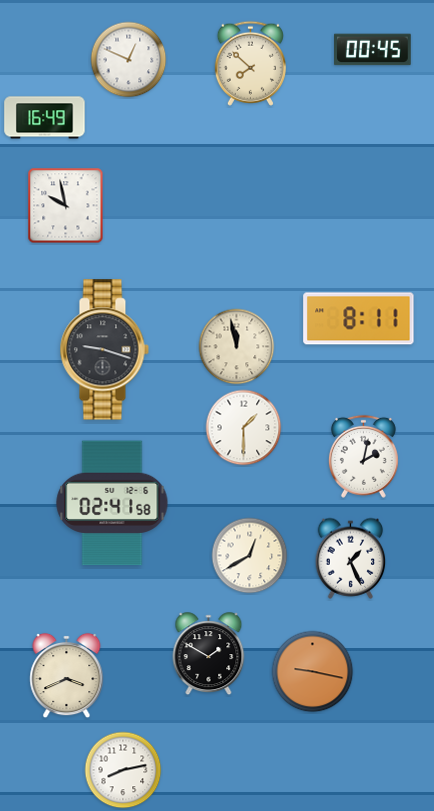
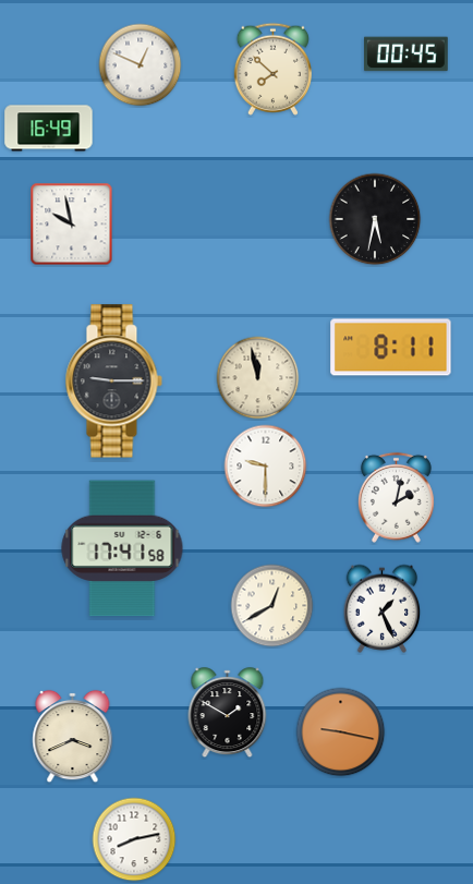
clock at (375, 219): none -> 5:32
clock at (104, 350): 9:18 -> 9:15
clock at (244, 428): 1:30 -> 9:30
clock at (112, 503): 02:41 -> 17:41
